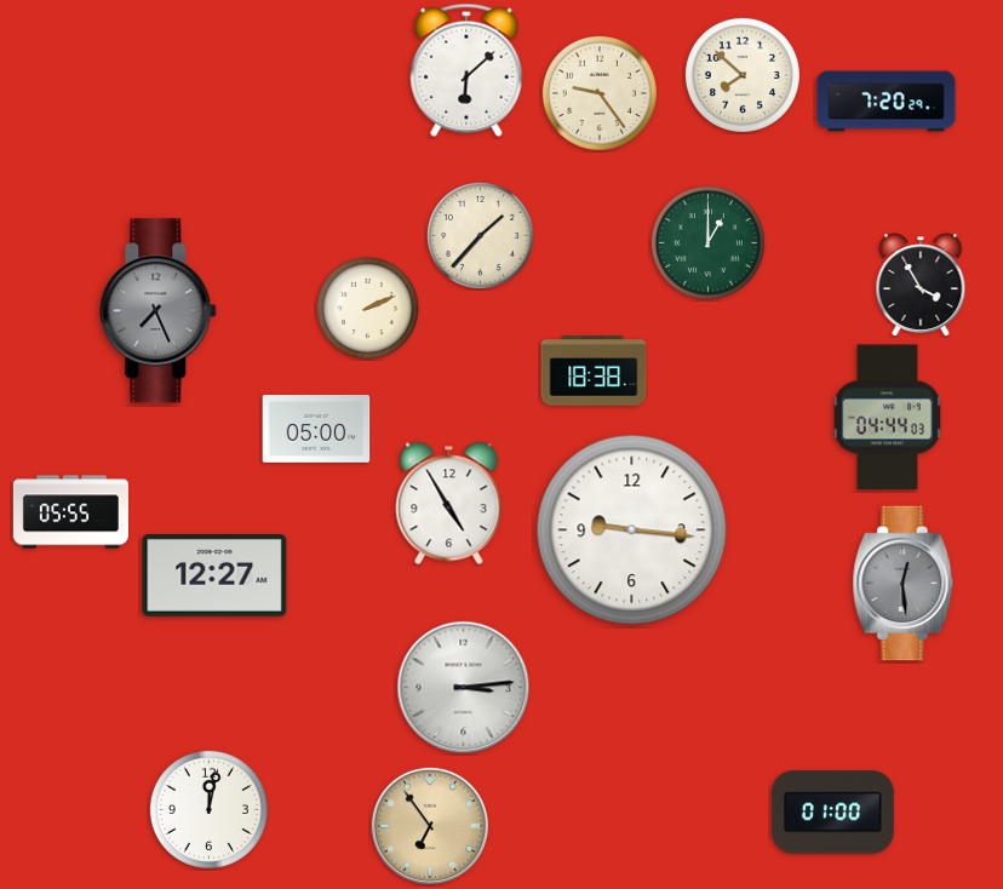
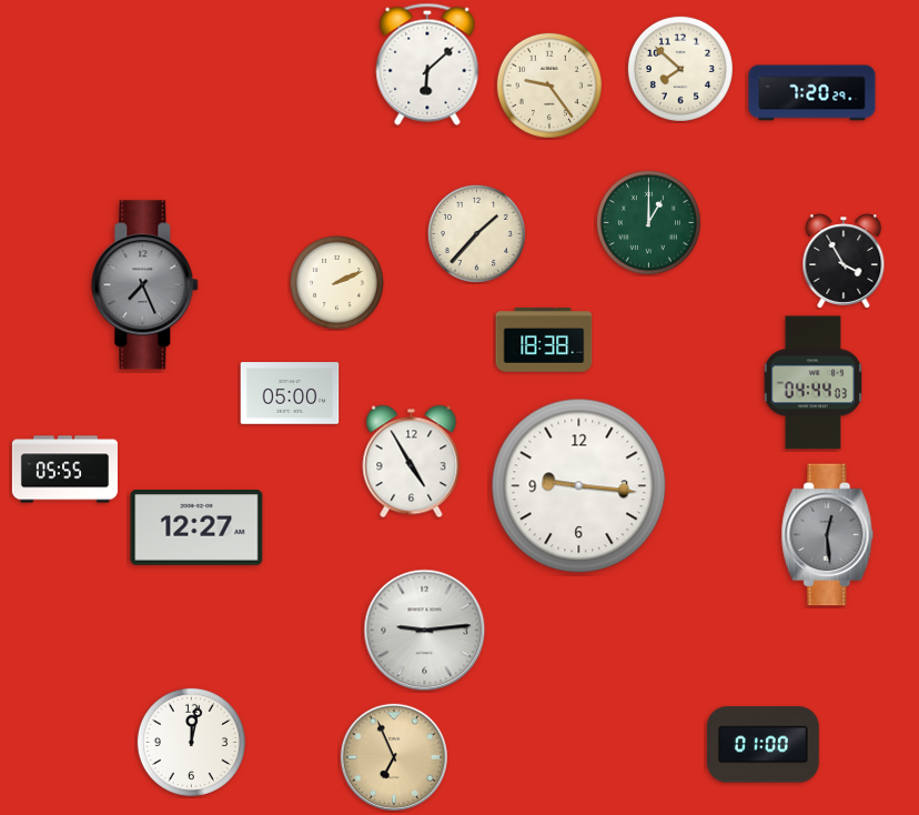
clock at (480, 235) position: (480, 235) -> (476, 233)
clock at (464, 688): 3:14 -> 9:14
clock at (429, 825): 6:54 -> 6:56
